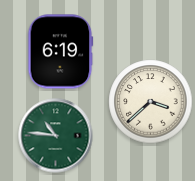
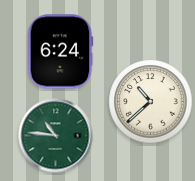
clock at (60, 52): 6:19 -> 6:24
clock at (151, 102): 3:38 -> 10:38
